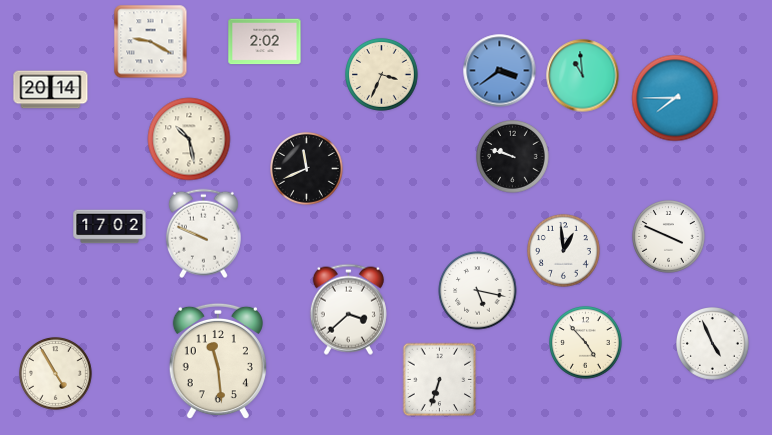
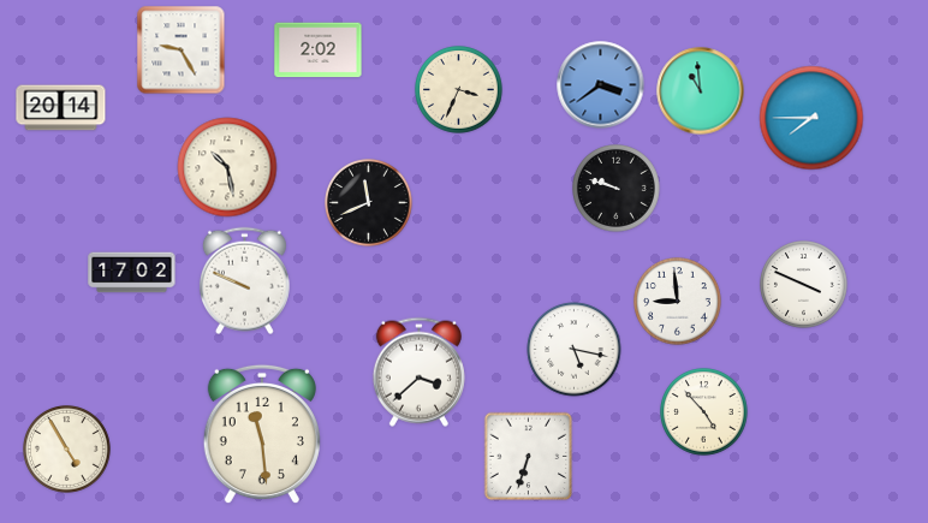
clock at (151, 42): 9:20 -> 9:25
clock at (564, 251): 12:59 -> 8:59
clock at (713, 344): 4:56 -> none
